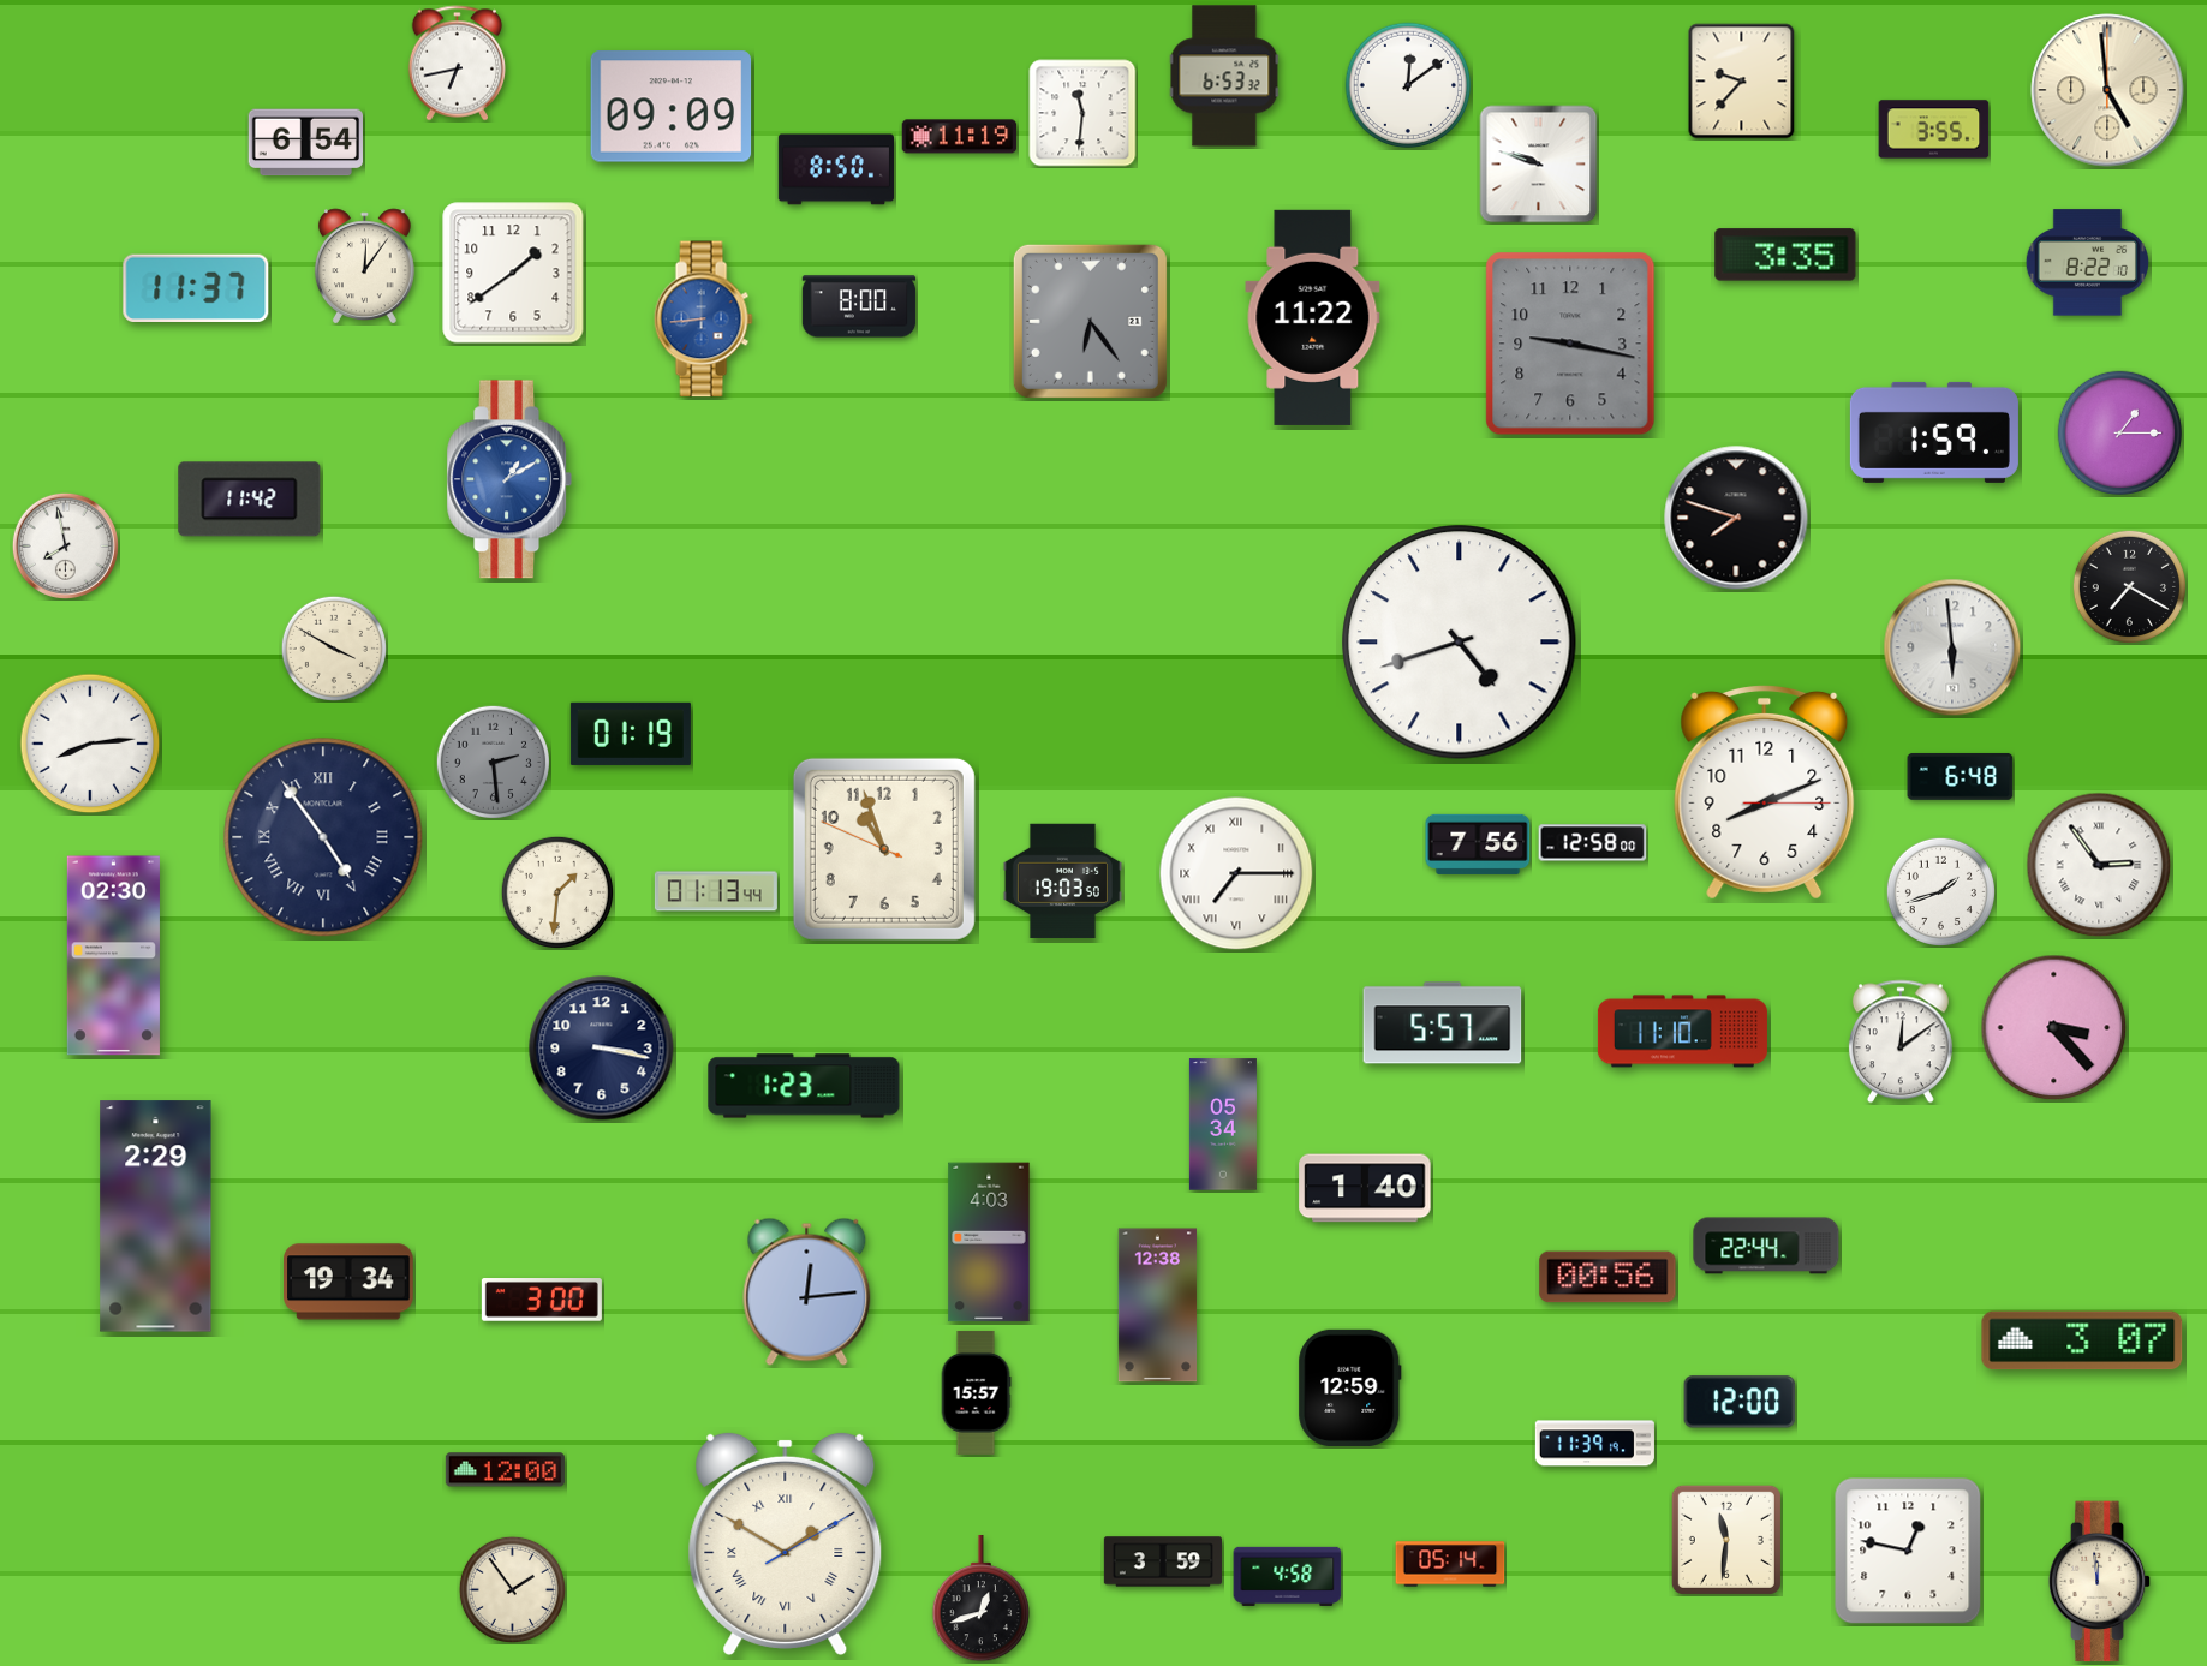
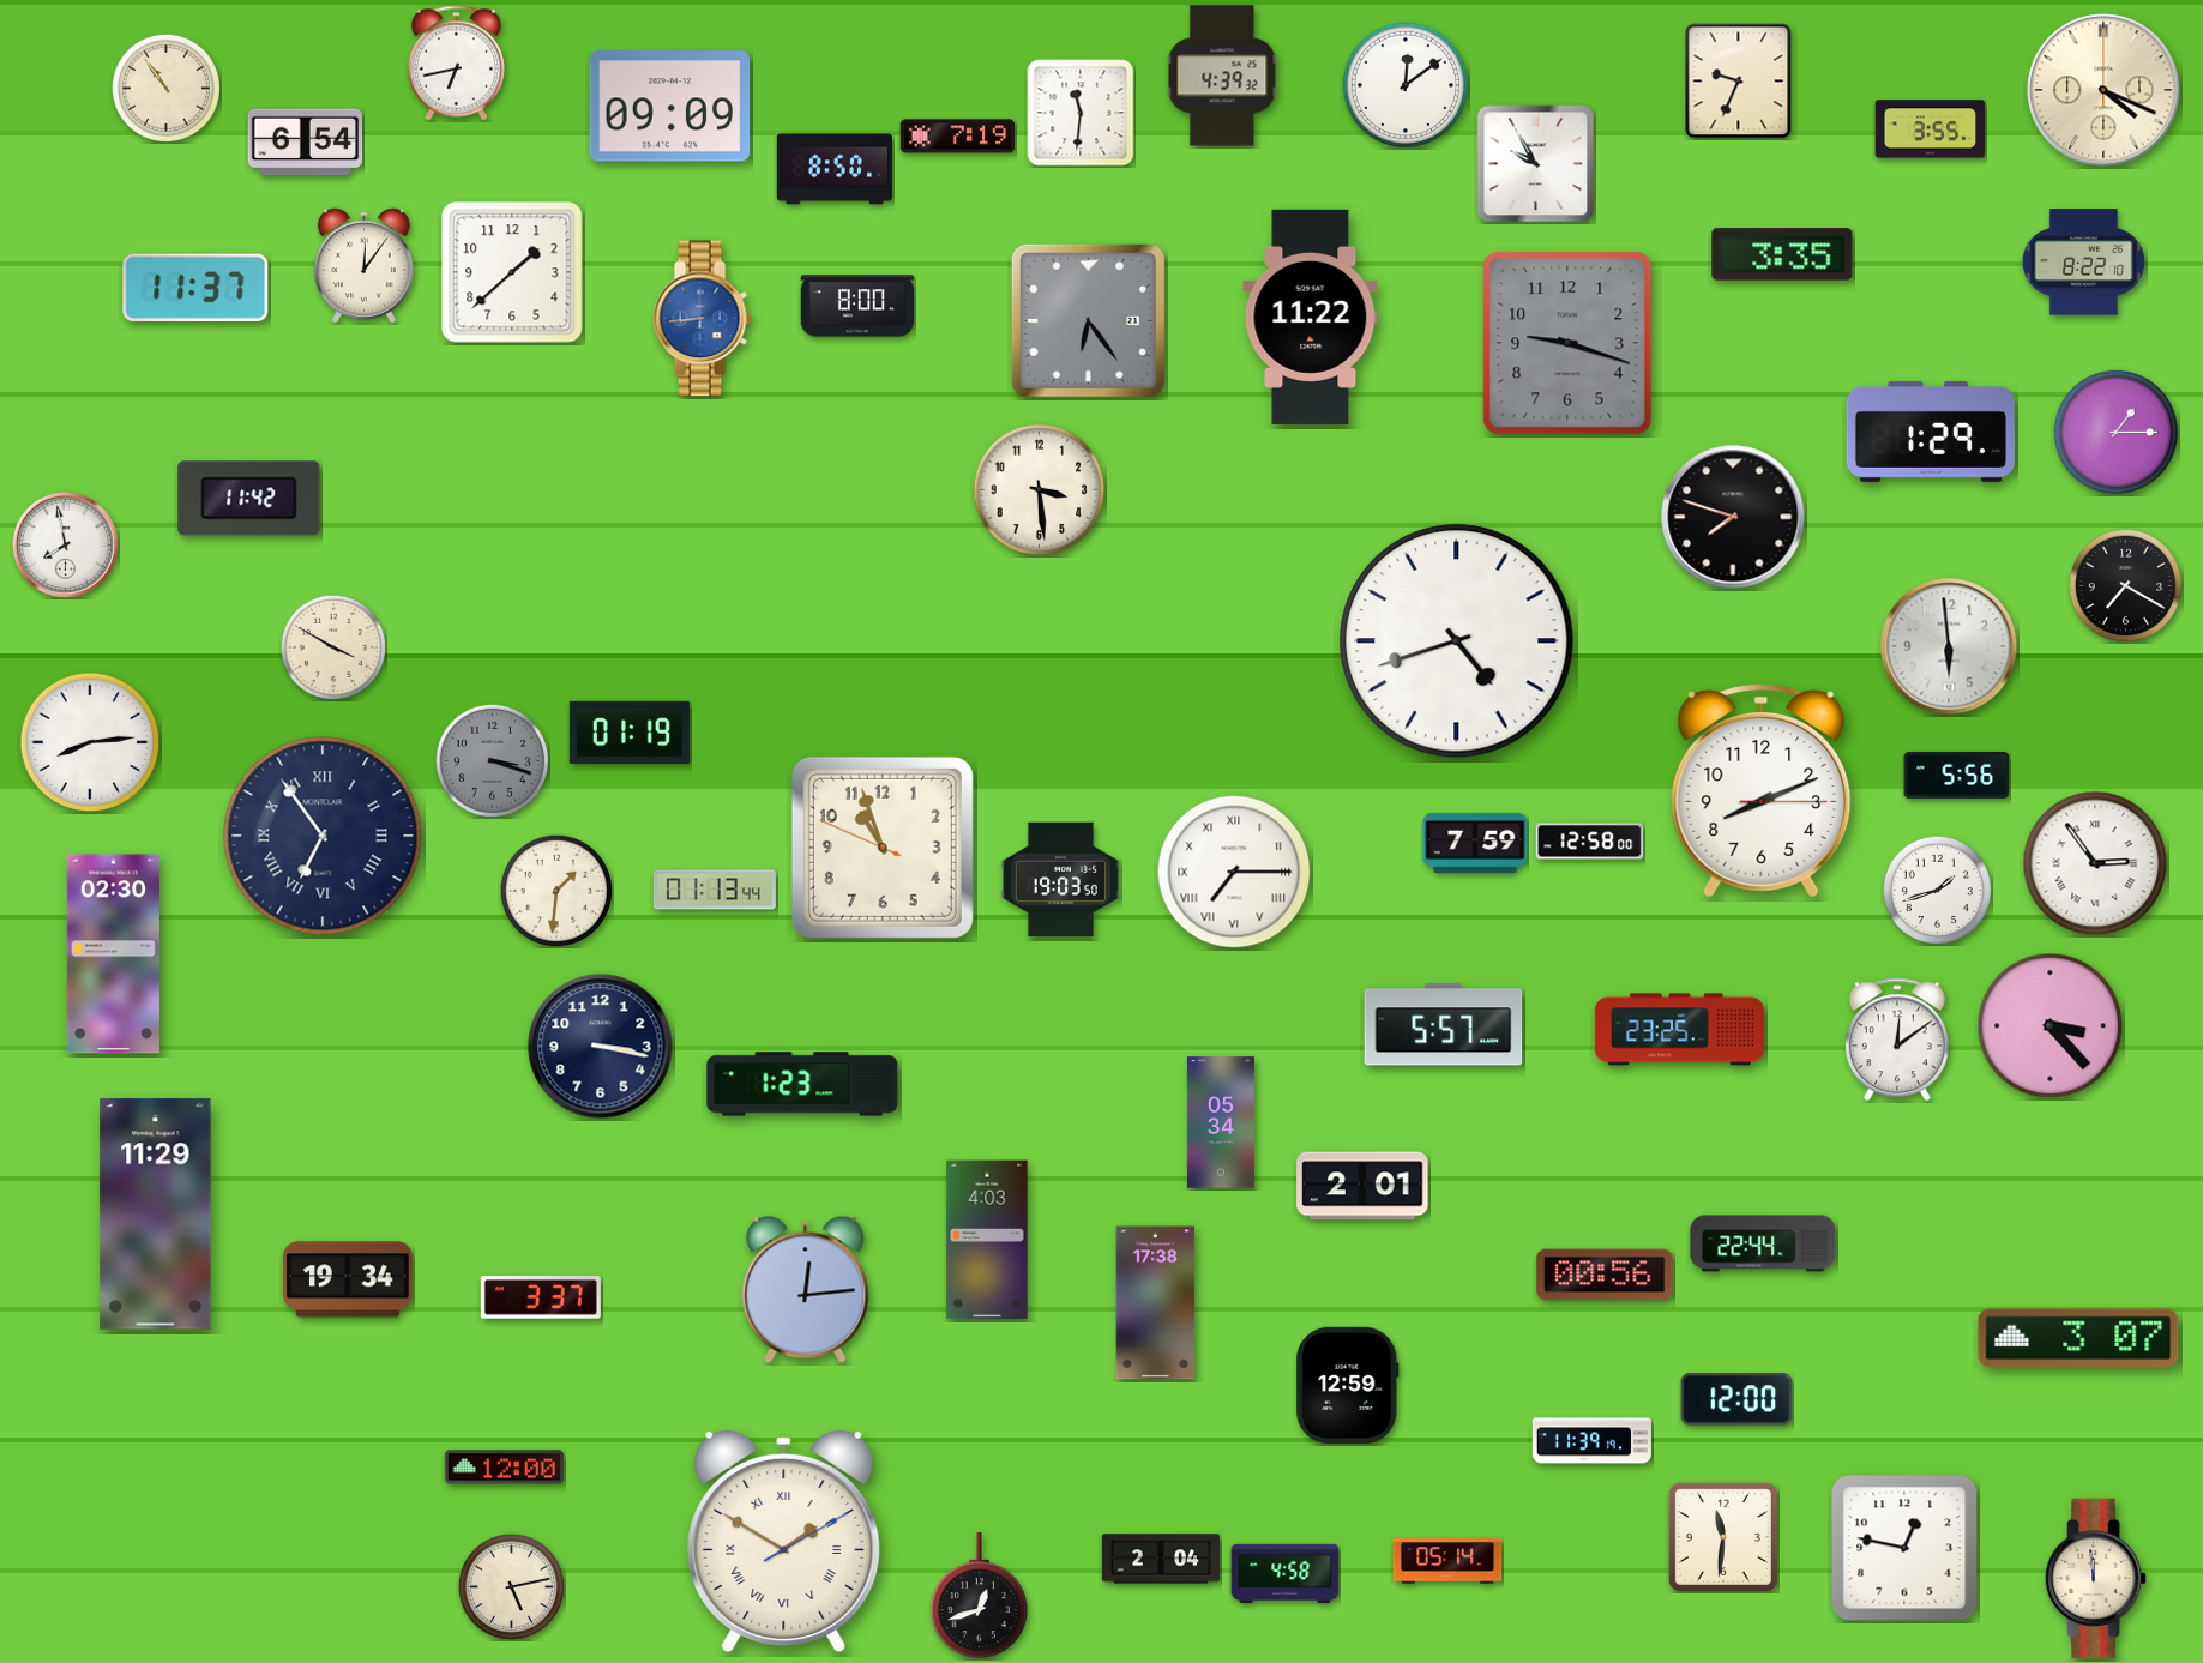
clock at (1224, 76): 6:53 -> 4:39
clock at (1742, 82): 9:37 -> 9:34
clock at (165, 88): none -> 10:54
clock at (2107, 90): 4:59 -> 4:19
clock at (960, 137): 11:19 -> 7:19
clock at (1539, 165): 9:48 -> 9:55
clock at (513, 273): 1:39 -> 1:38
clock at (1570, 344): 9:17 -> 9:18
clock at (1934, 432): 1:59 -> 1:29
clock at (509, 479): 1:10 -> none
clock at (1040, 490): none -> 3:29
clock at (493, 762): 2:29 -> 3:18
clock at (1961, 777): 6:48 -> 5:56
clock at (323, 837): 4:54 -> 6:54
clock at (1478, 844): 7:56 -> 7:59
clock at (1443, 1023) position: (1443, 1023) -> (1444, 1025)
clock at (1682, 1032): 11:10 -> 23:25
clock at (1365, 1188): 1:40 -> 2:01
clock at (156, 1217): 2:29 -> 11:29
clock at (542, 1301): 3:00 -> 3:37
clock at (1158, 1306): 12:38 -> 17:38
clock at (976, 1392): 15:57 -> none
clock at (1162, 1561): 3:59 -> 2:04
clock at (512, 1589): 1:54 -> 5:13
